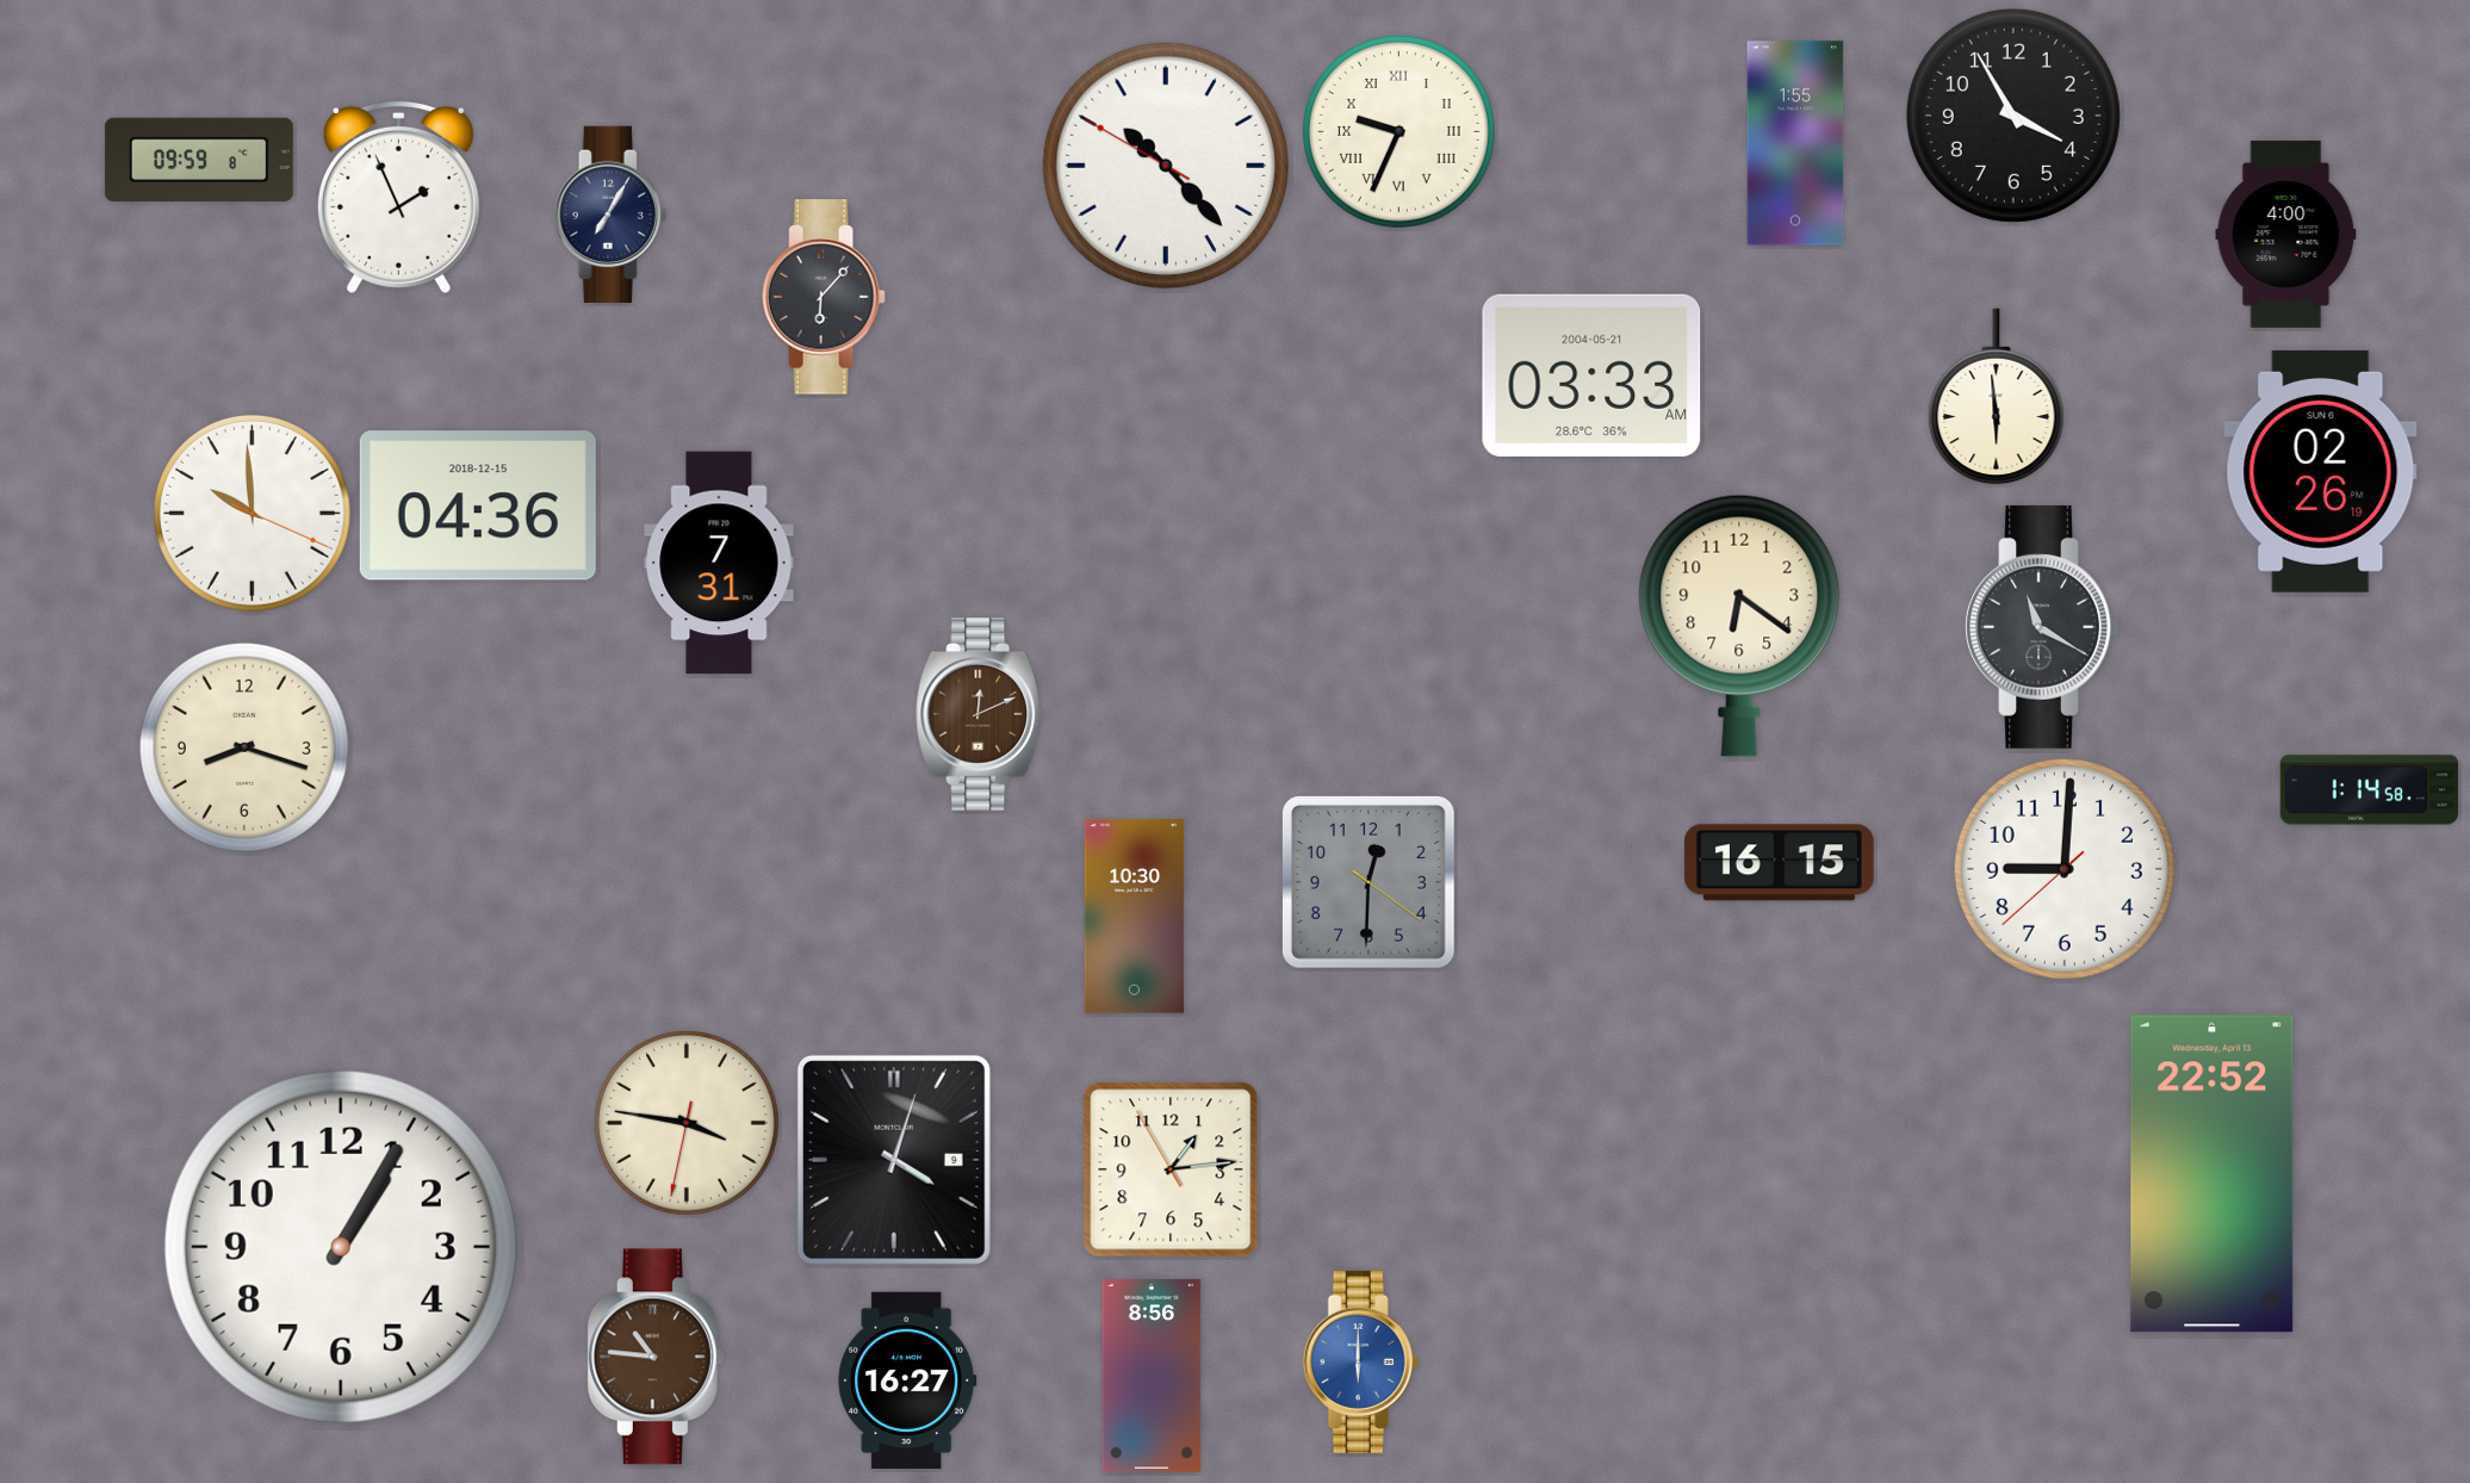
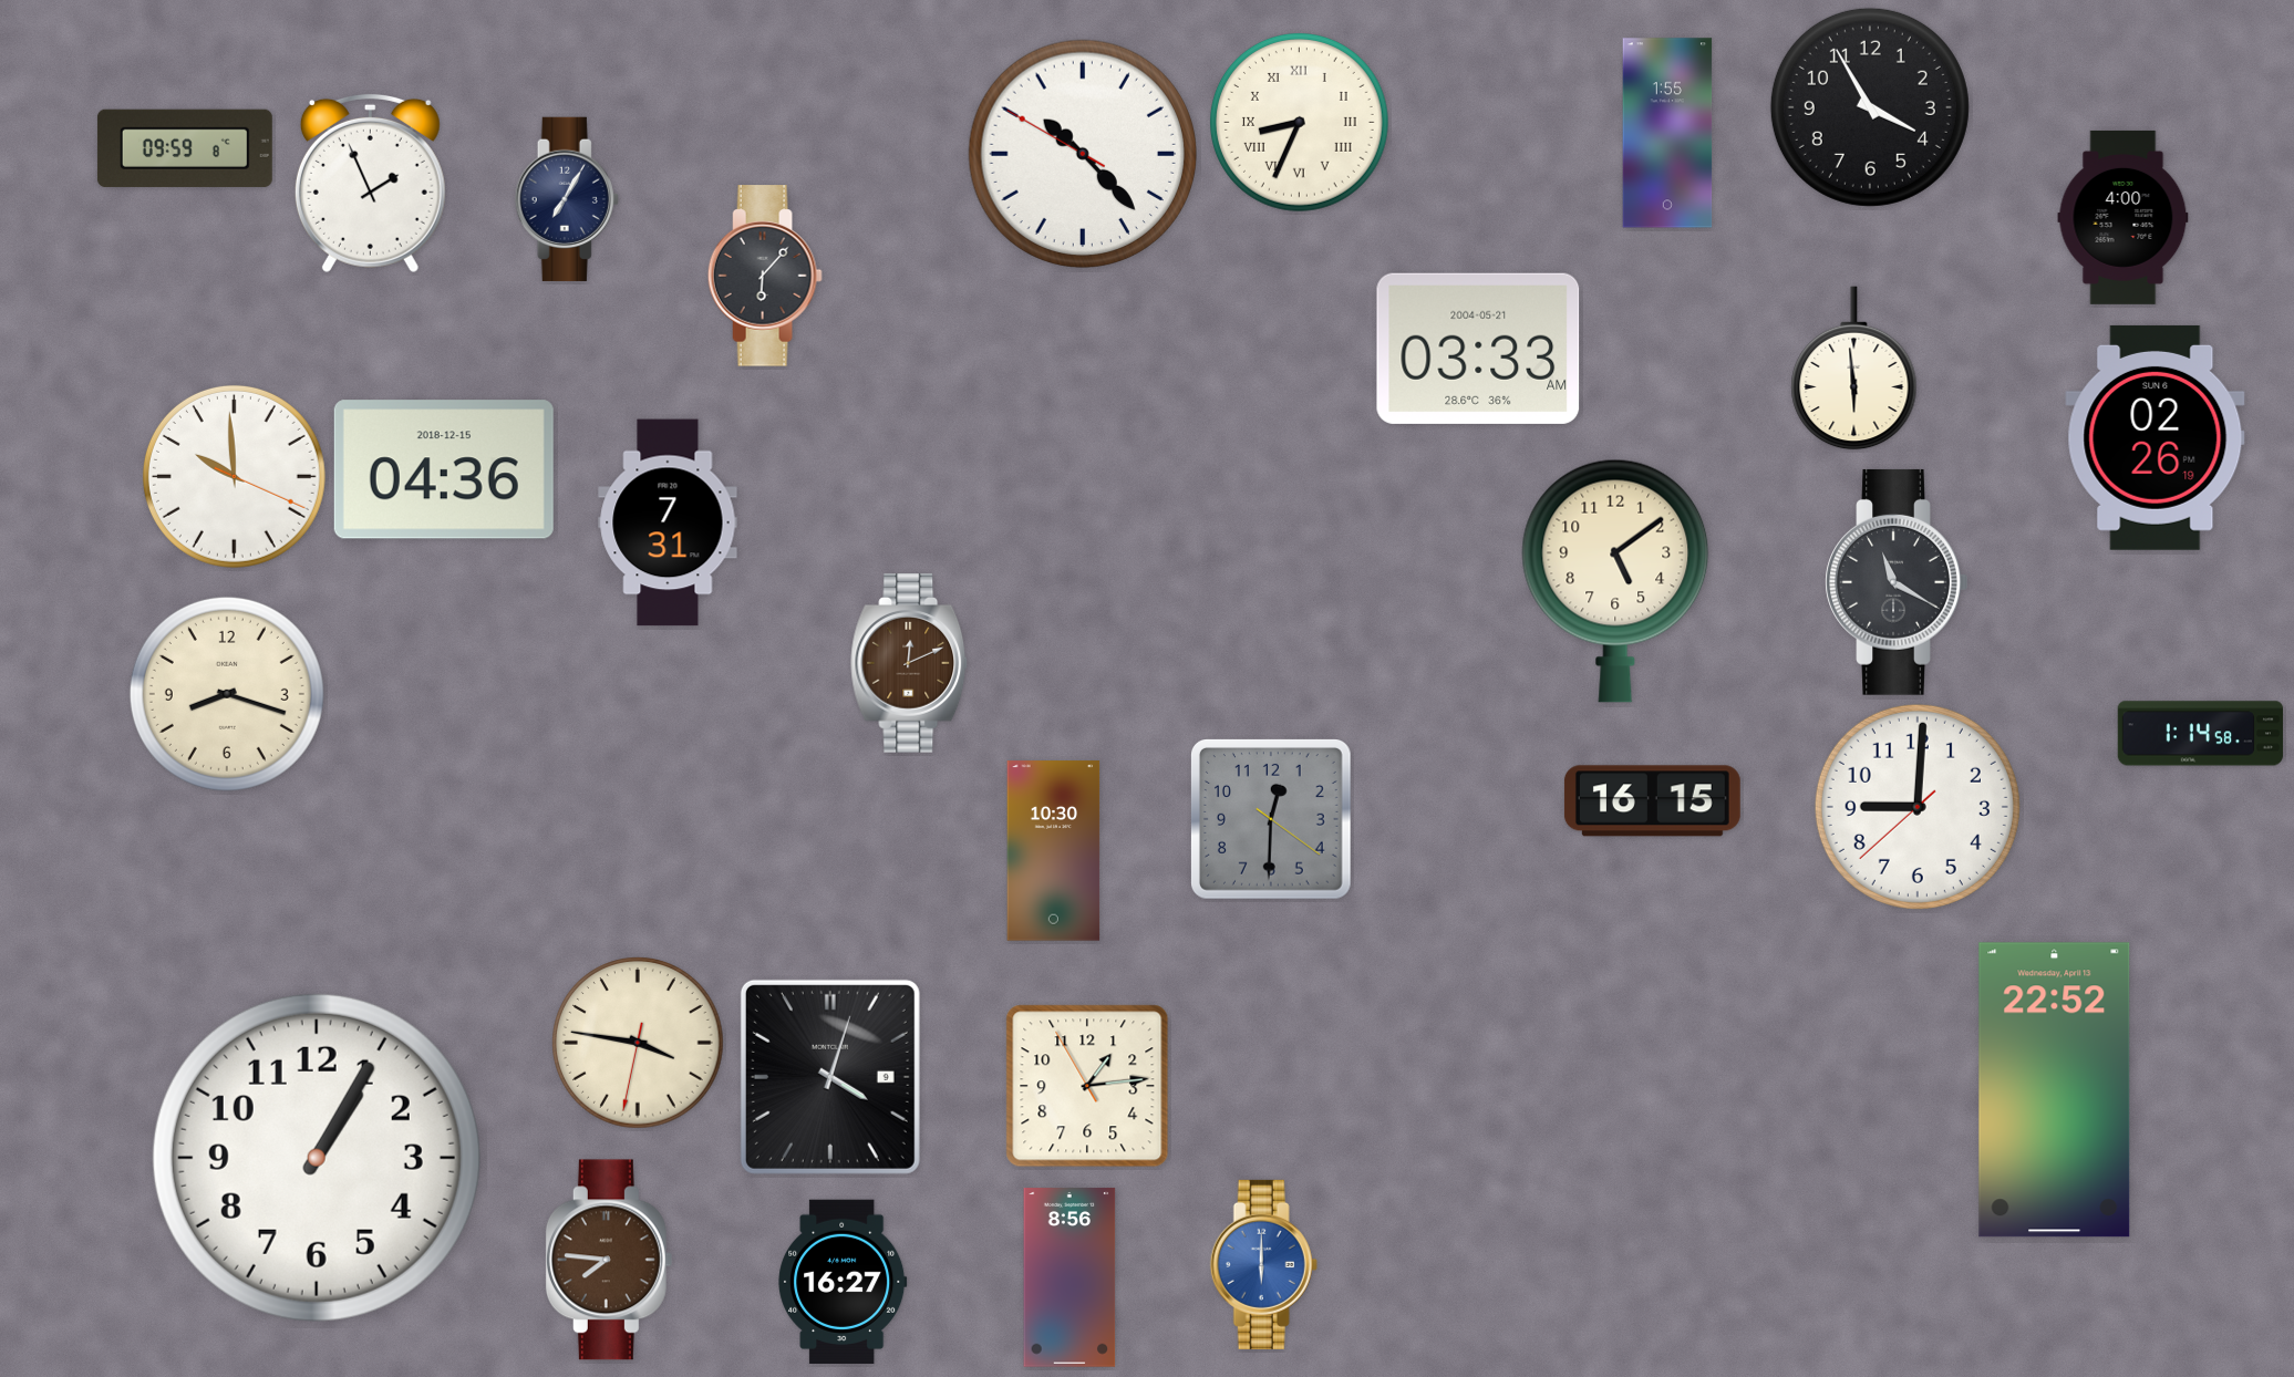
clock at (1398, 131): 9:34 -> 8:34
clock at (1739, 626): 6:21 -> 5:09
clock at (656, 1357): 10:46 -> 7:46
